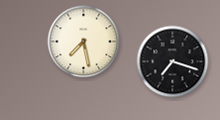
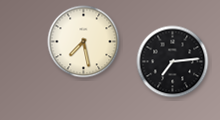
clock at (173, 62): 7:18 -> 7:14
